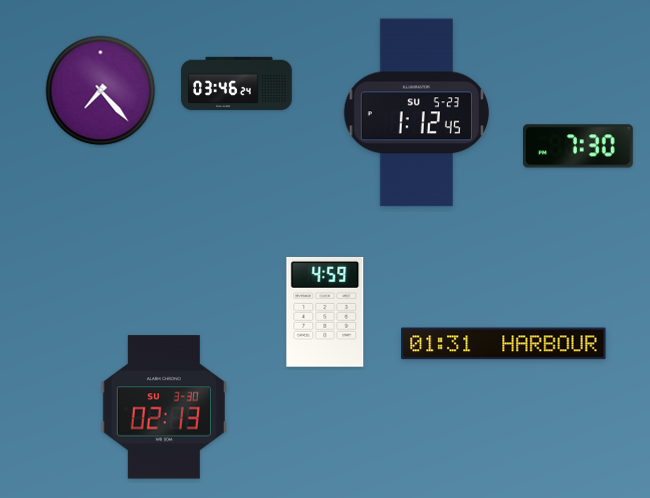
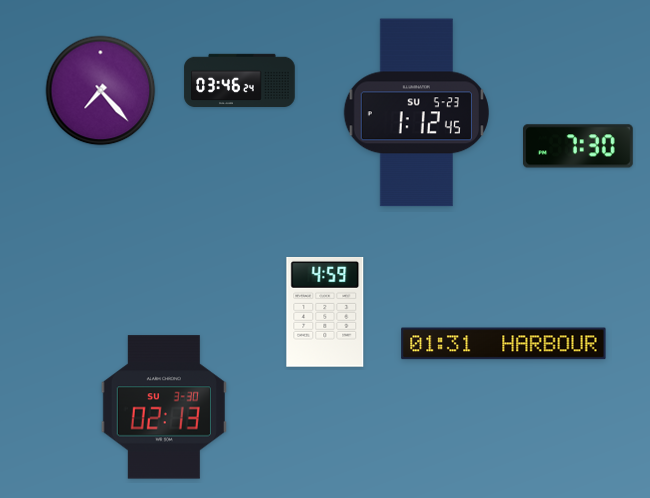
clock at (237, 83) position: (237, 83) -> (240, 80)
